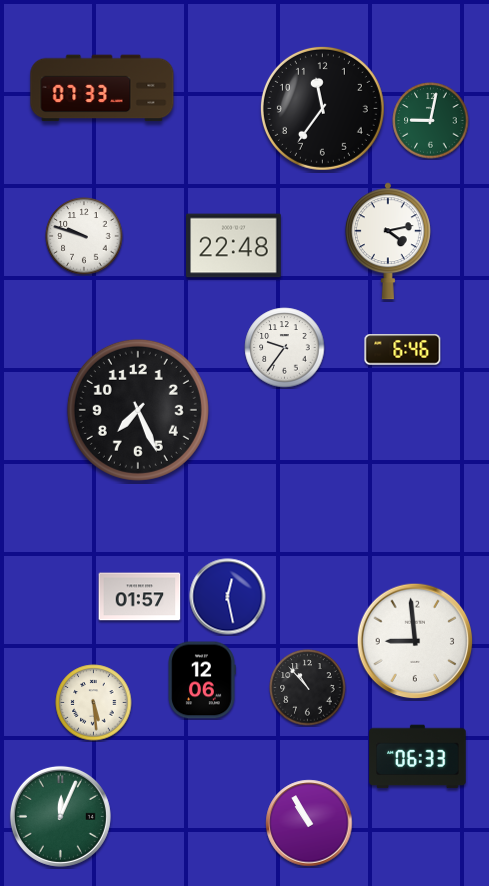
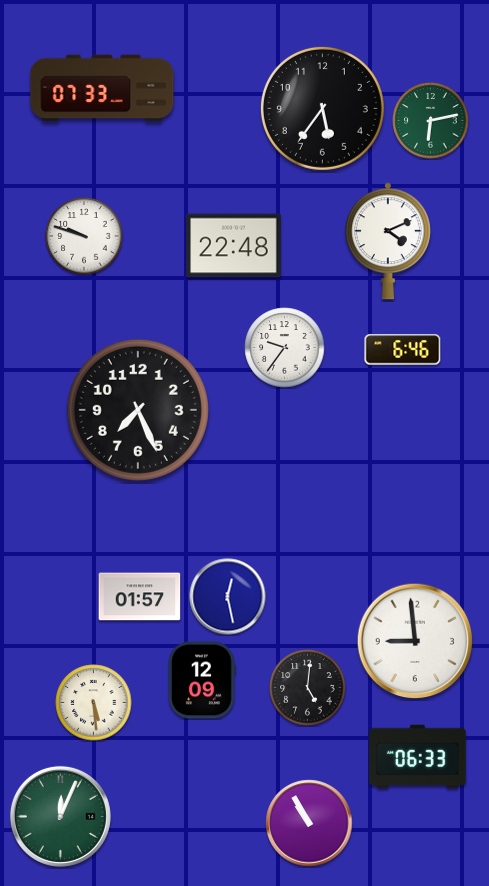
clock at (322, 108): 11:36 -> 5:36
clock at (431, 121): 9:02 -> 6:13
clock at (388, 241): 4:13 -> 4:11
clock at (202, 680): 12:06 -> 12:09
clock at (308, 688): 10:53 -> 5:01
